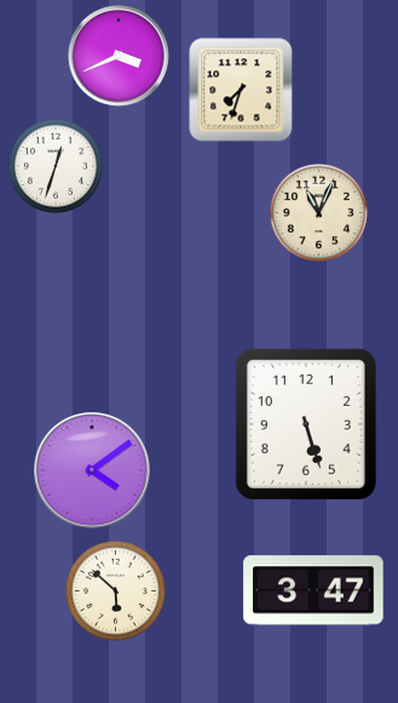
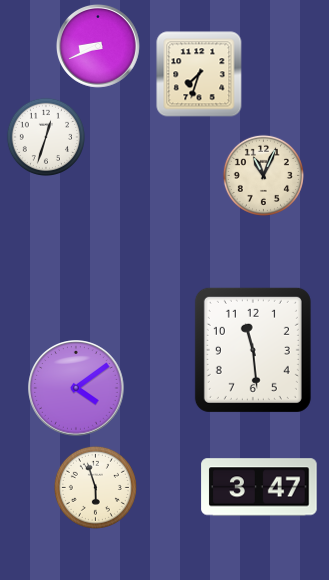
clock at (120, 57): 3:41 -> 8:41
clock at (306, 424): 5:27 -> 11:29
clock at (115, 590): 5:52 -> 5:57
